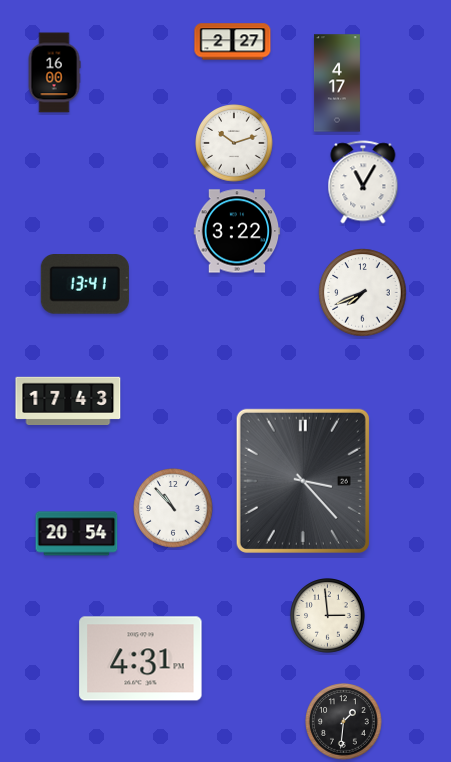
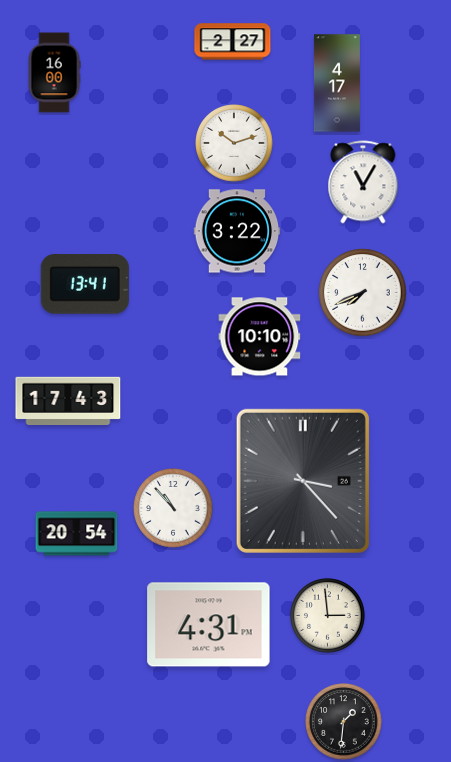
clock at (260, 337): none -> 10:10
clock at (141, 659) position: (141, 659) -> (209, 625)
